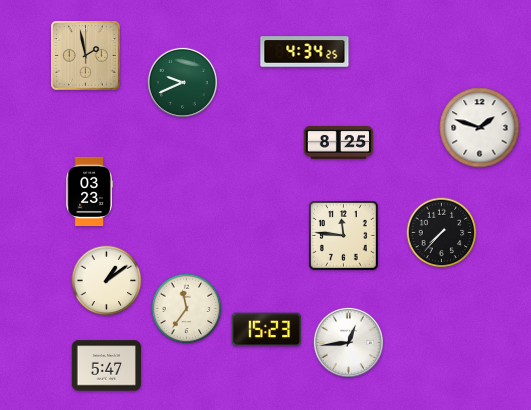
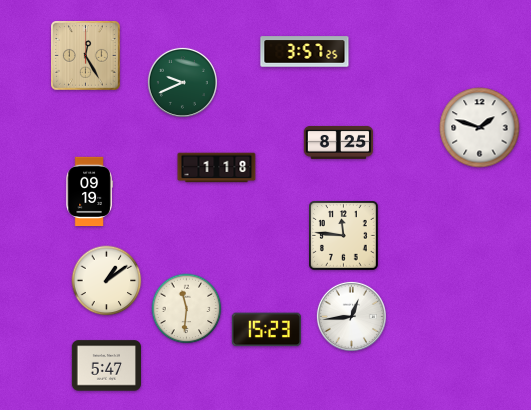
clock at (305, 52): 4:34 -> 3:57
clock at (86, 56): 1:58 -> 12:25
clock at (217, 168): none -> 1:18
clock at (89, 192): 03:23 -> 09:19
clock at (442, 233): 7:37 -> none
clock at (187, 309): 11:36 -> 11:31
clock at (348, 342) position: (348, 342) -> (351, 316)
